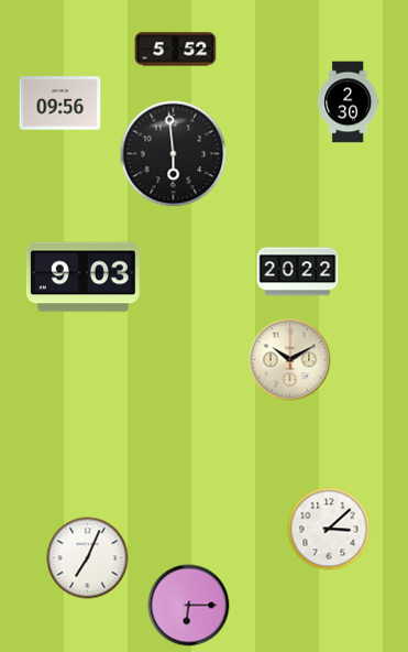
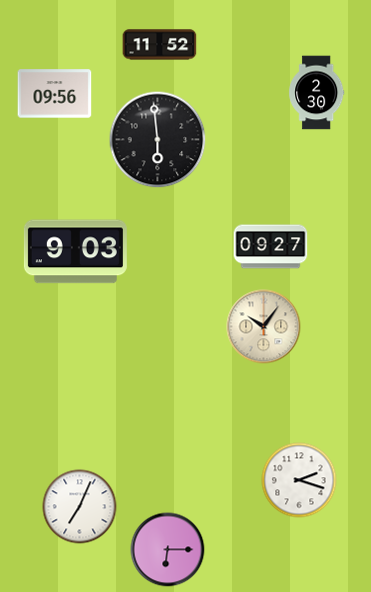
clock at (176, 50): 5:52 -> 11:52
clock at (298, 272): 20:22 -> 09:27
clock at (290, 360): 10:10 -> 10:06
clock at (329, 529): 3:08 -> 2:18
clock at (189, 606) position: (189, 606) -> (168, 550)
